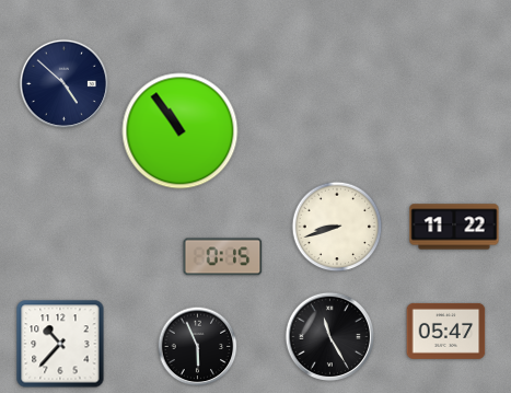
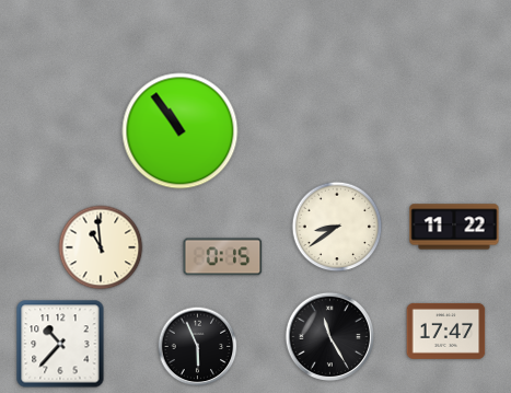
clock at (63, 83): 4:52 -> none
clock at (337, 227): 8:42 -> 8:39
clock at (101, 247): none -> 10:59
clock at (446, 331): 05:47 -> 17:47
